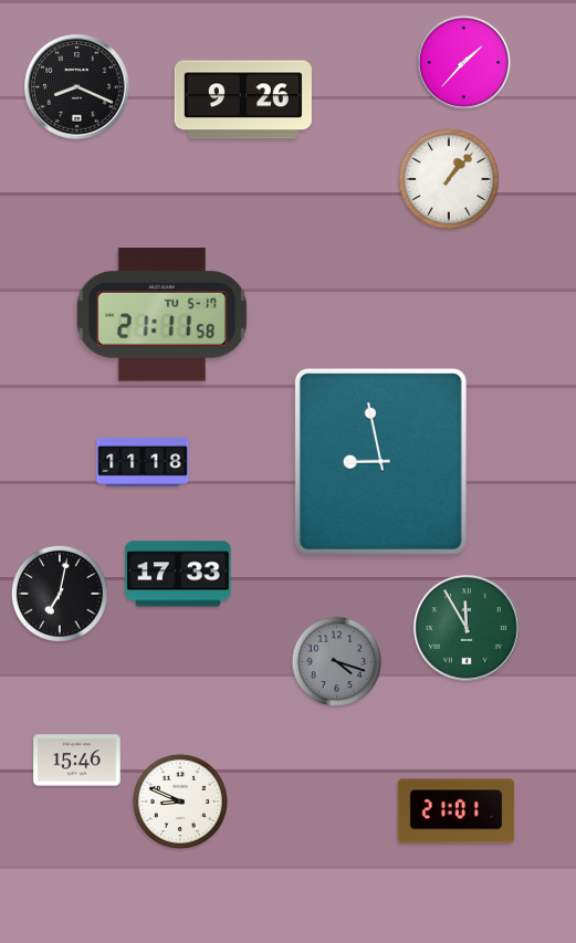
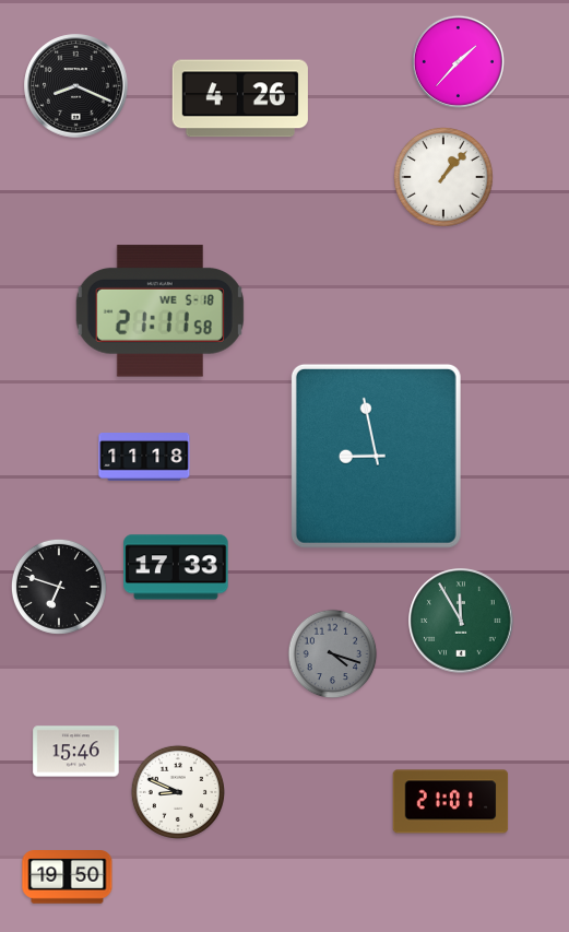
clock at (243, 99): 9:26 -> 4:26
clock at (161, 315) date: TU 5-17 -> WE 5-18
clock at (143, 463) position: (143, 463) -> (144, 458)
clock at (60, 594): 7:02 -> 6:48
clock at (68, 877): none -> 19:50
